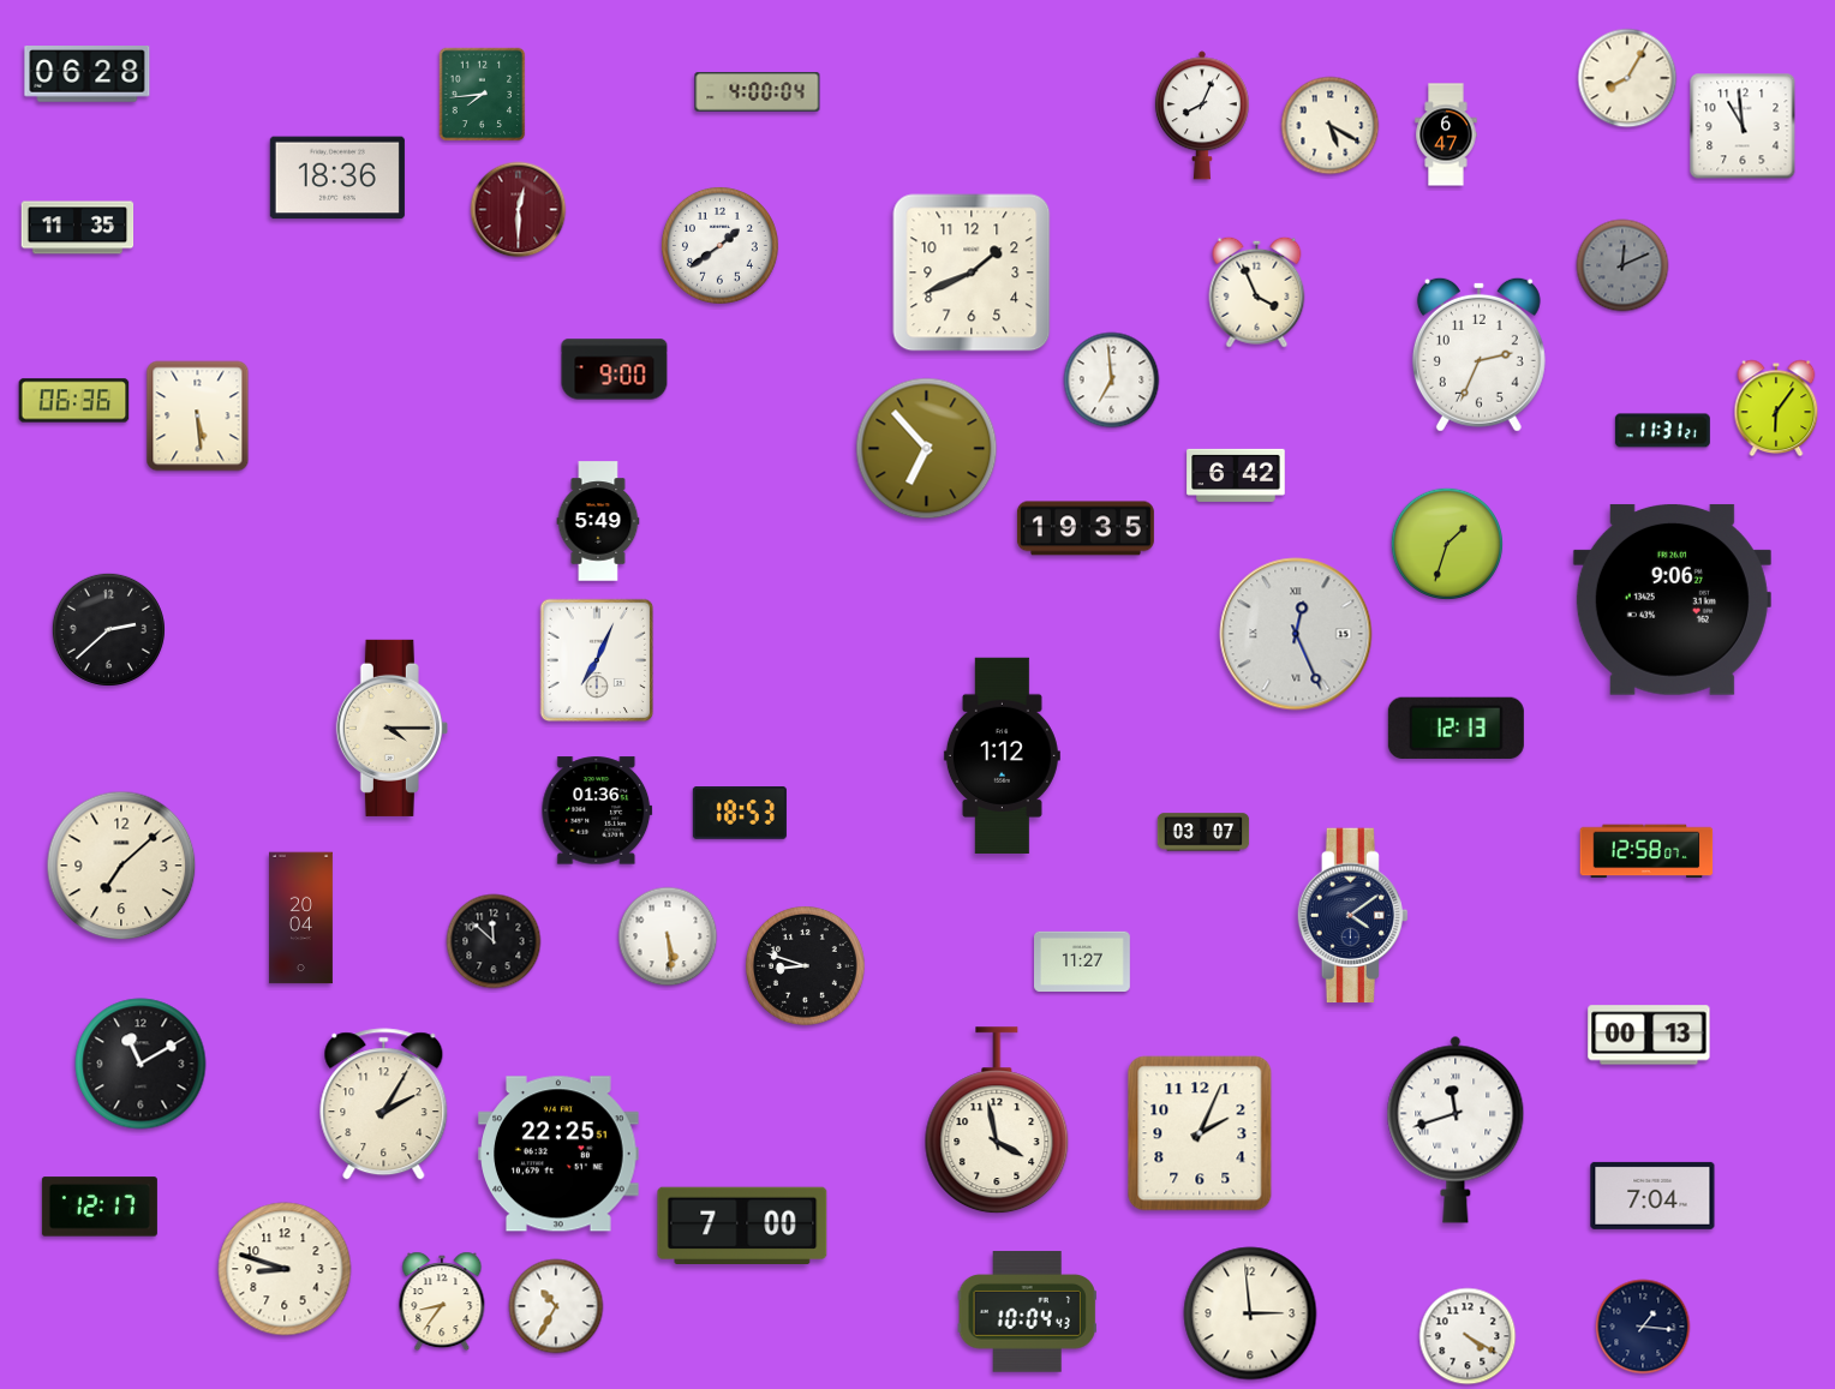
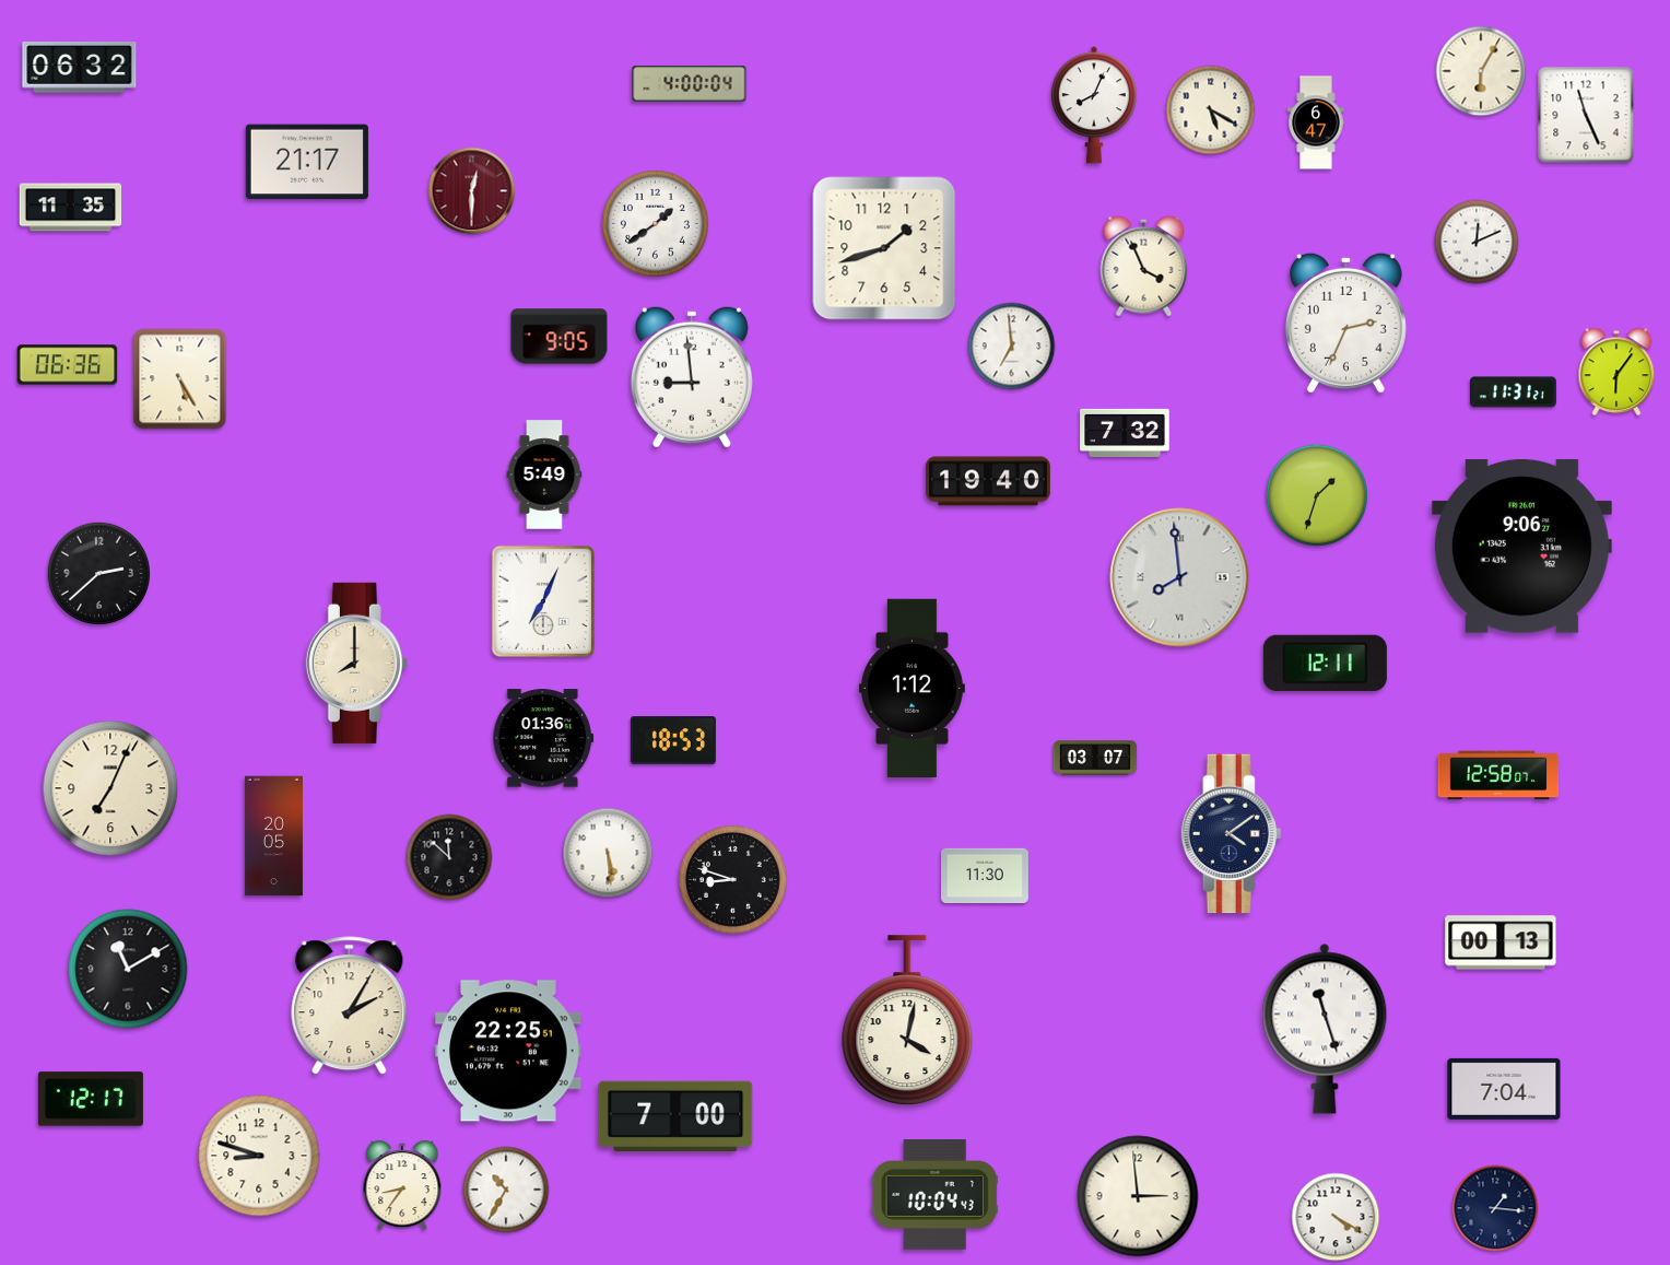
clock at (88, 74): 06:28 -> 06:32
clock at (1627, 78): 8:05 -> 6:05
clock at (483, 95): 7:44 -> none
clock at (1331, 126) position: (1331, 126) -> (1211, 110)
clock at (1743, 126): 10:59 -> 11:26
clock at (337, 178): 18:36 -> 21:17
clock at (1622, 265) dial: grey -> white
clock at (972, 273): 1:41 -> 1:42
clock at (615, 370): 9:00 -> 9:05
clock at (692, 377): none -> 8:59
clock at (198, 417): 5:29 -> 5:25
clock at (927, 449): 6:53 -> none
clock at (1236, 475): 6:42 -> 7:32
clock at (1086, 528): 19:35 -> 19:40
clock at (1296, 634): 12:26 -> 7:59
clock at (391, 728): 4:15 -> 8:00
clock at (1456, 728): 12:13 -> 12:11
clock at (121, 866): 7:08 -> 7:04
clock at (300, 918): 20:04 -> 20:05
clock at (1083, 960): 11:27 -> 11:30
clock at (997, 1121): 3:58 -> 4:02
clock at (1456, 1130): 11:42 -> 11:27
clock at (1200, 1133): 2:04 -> none
